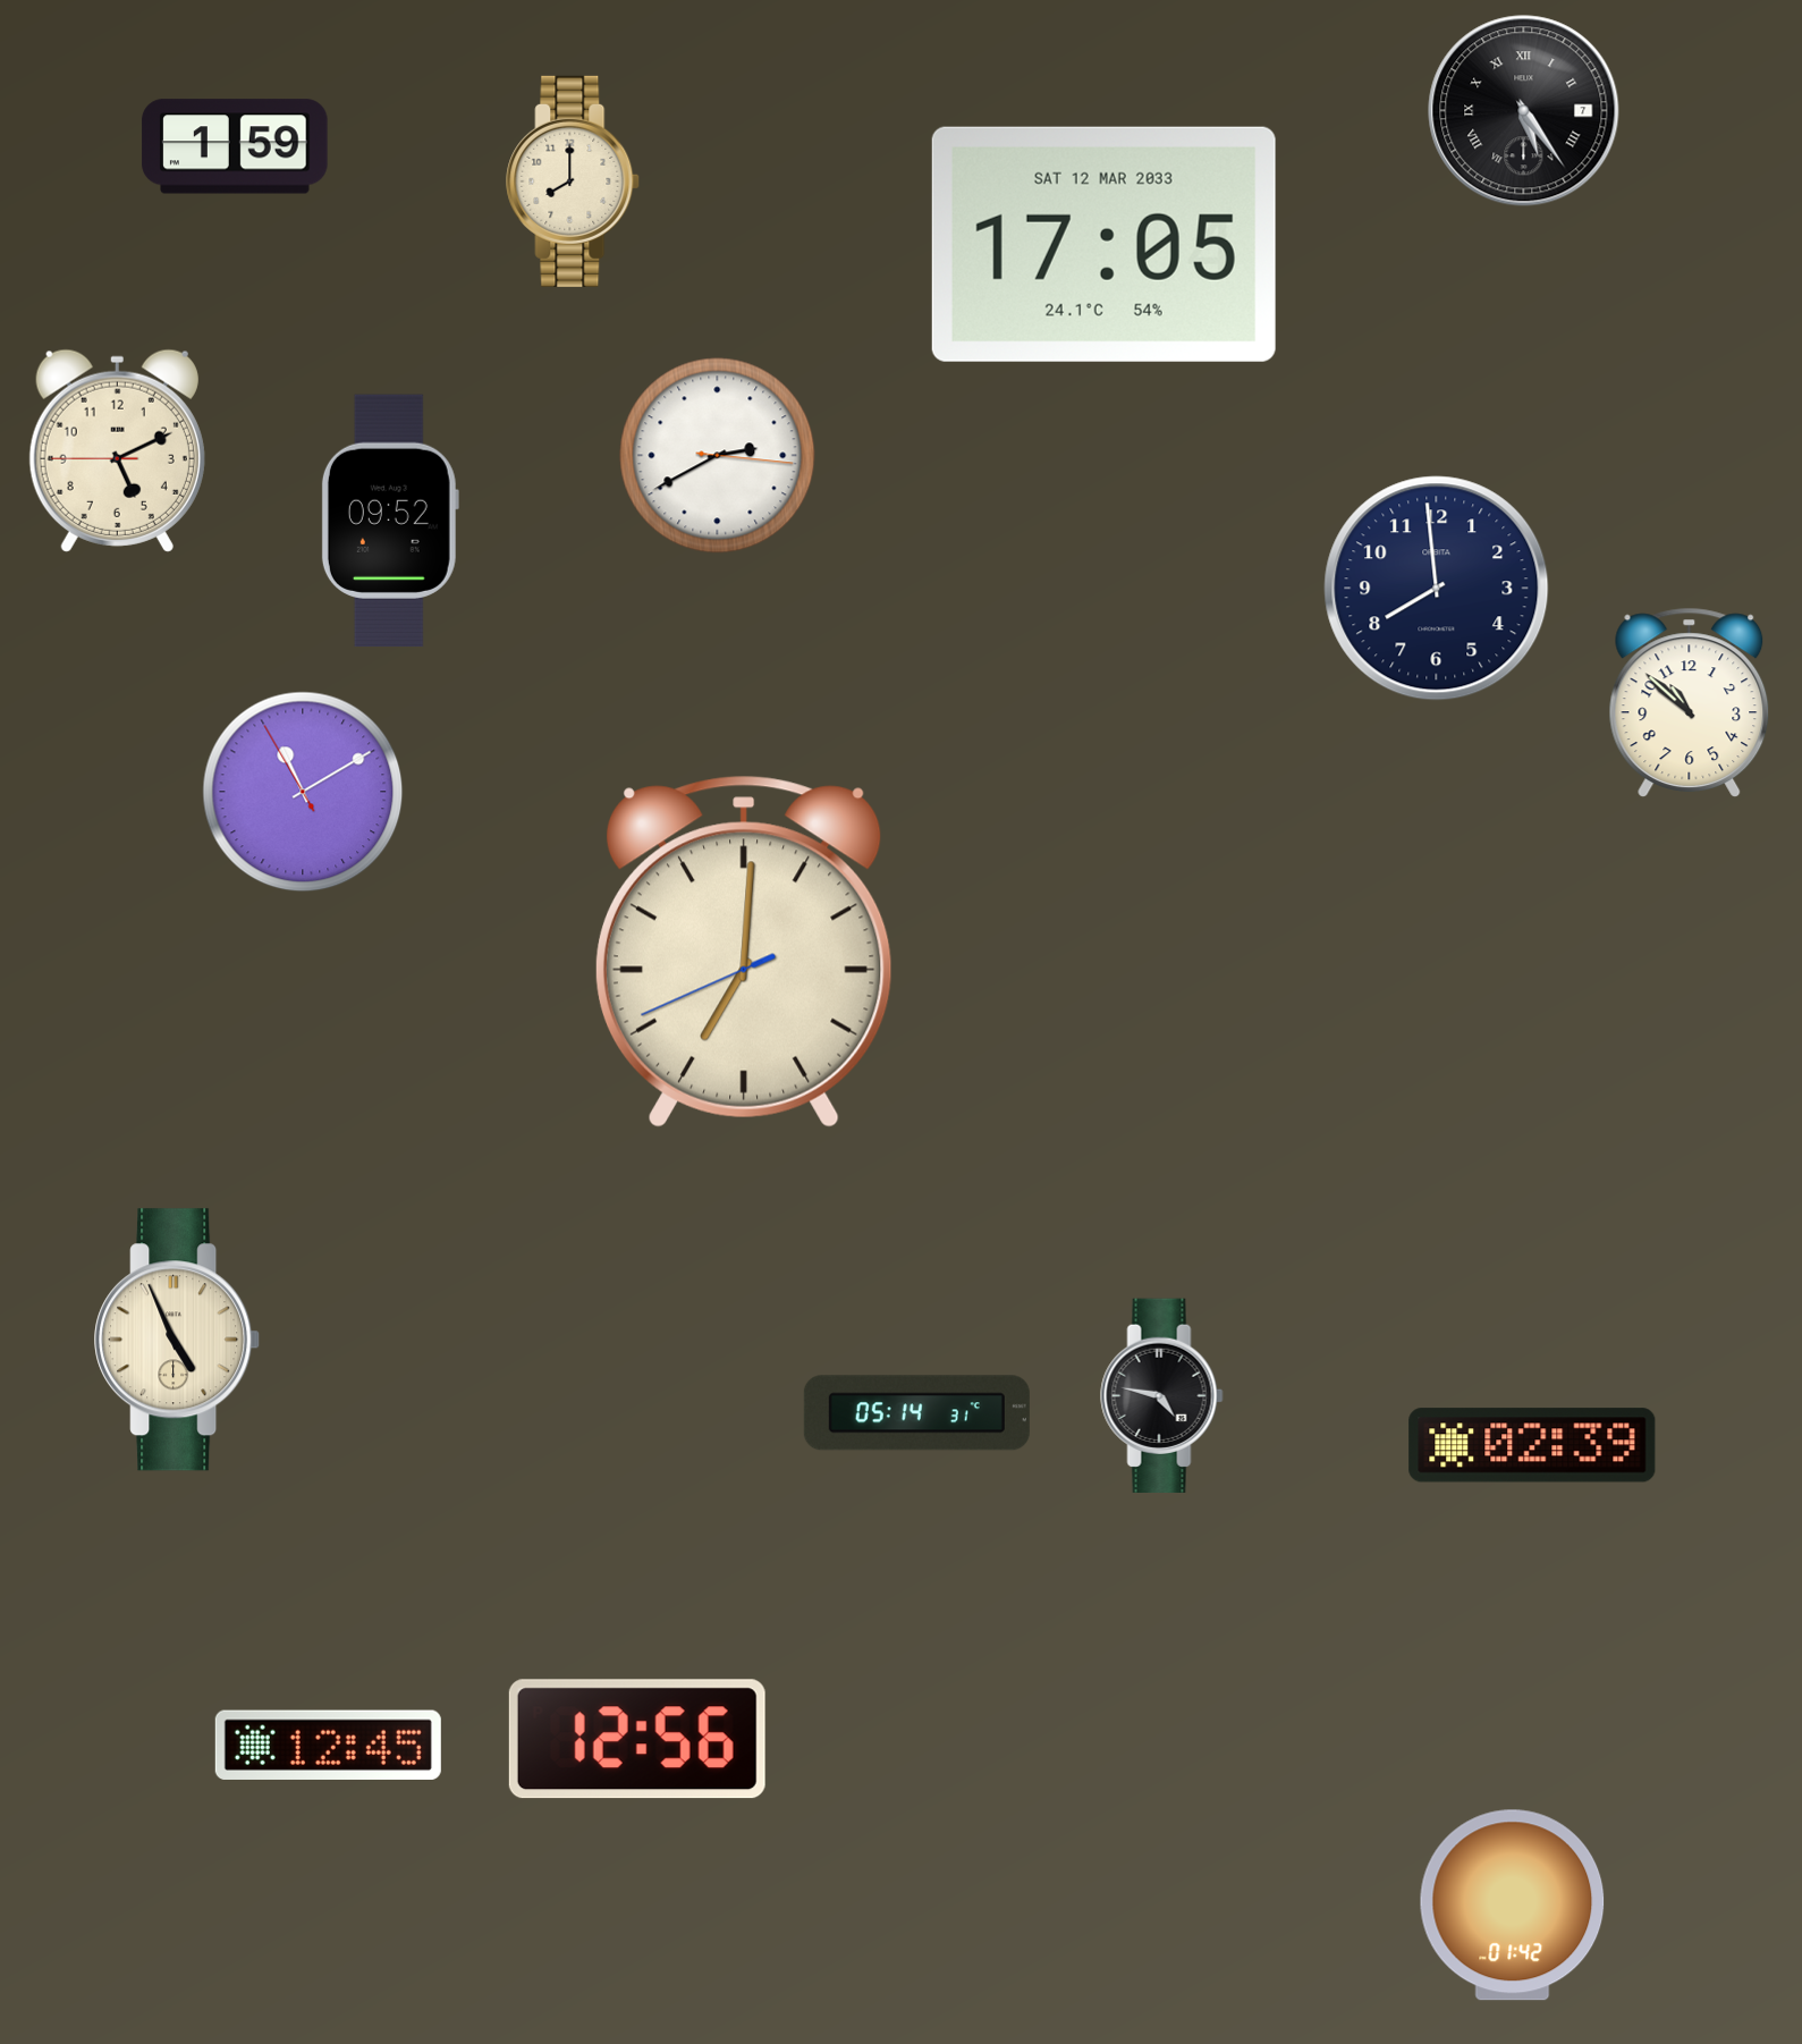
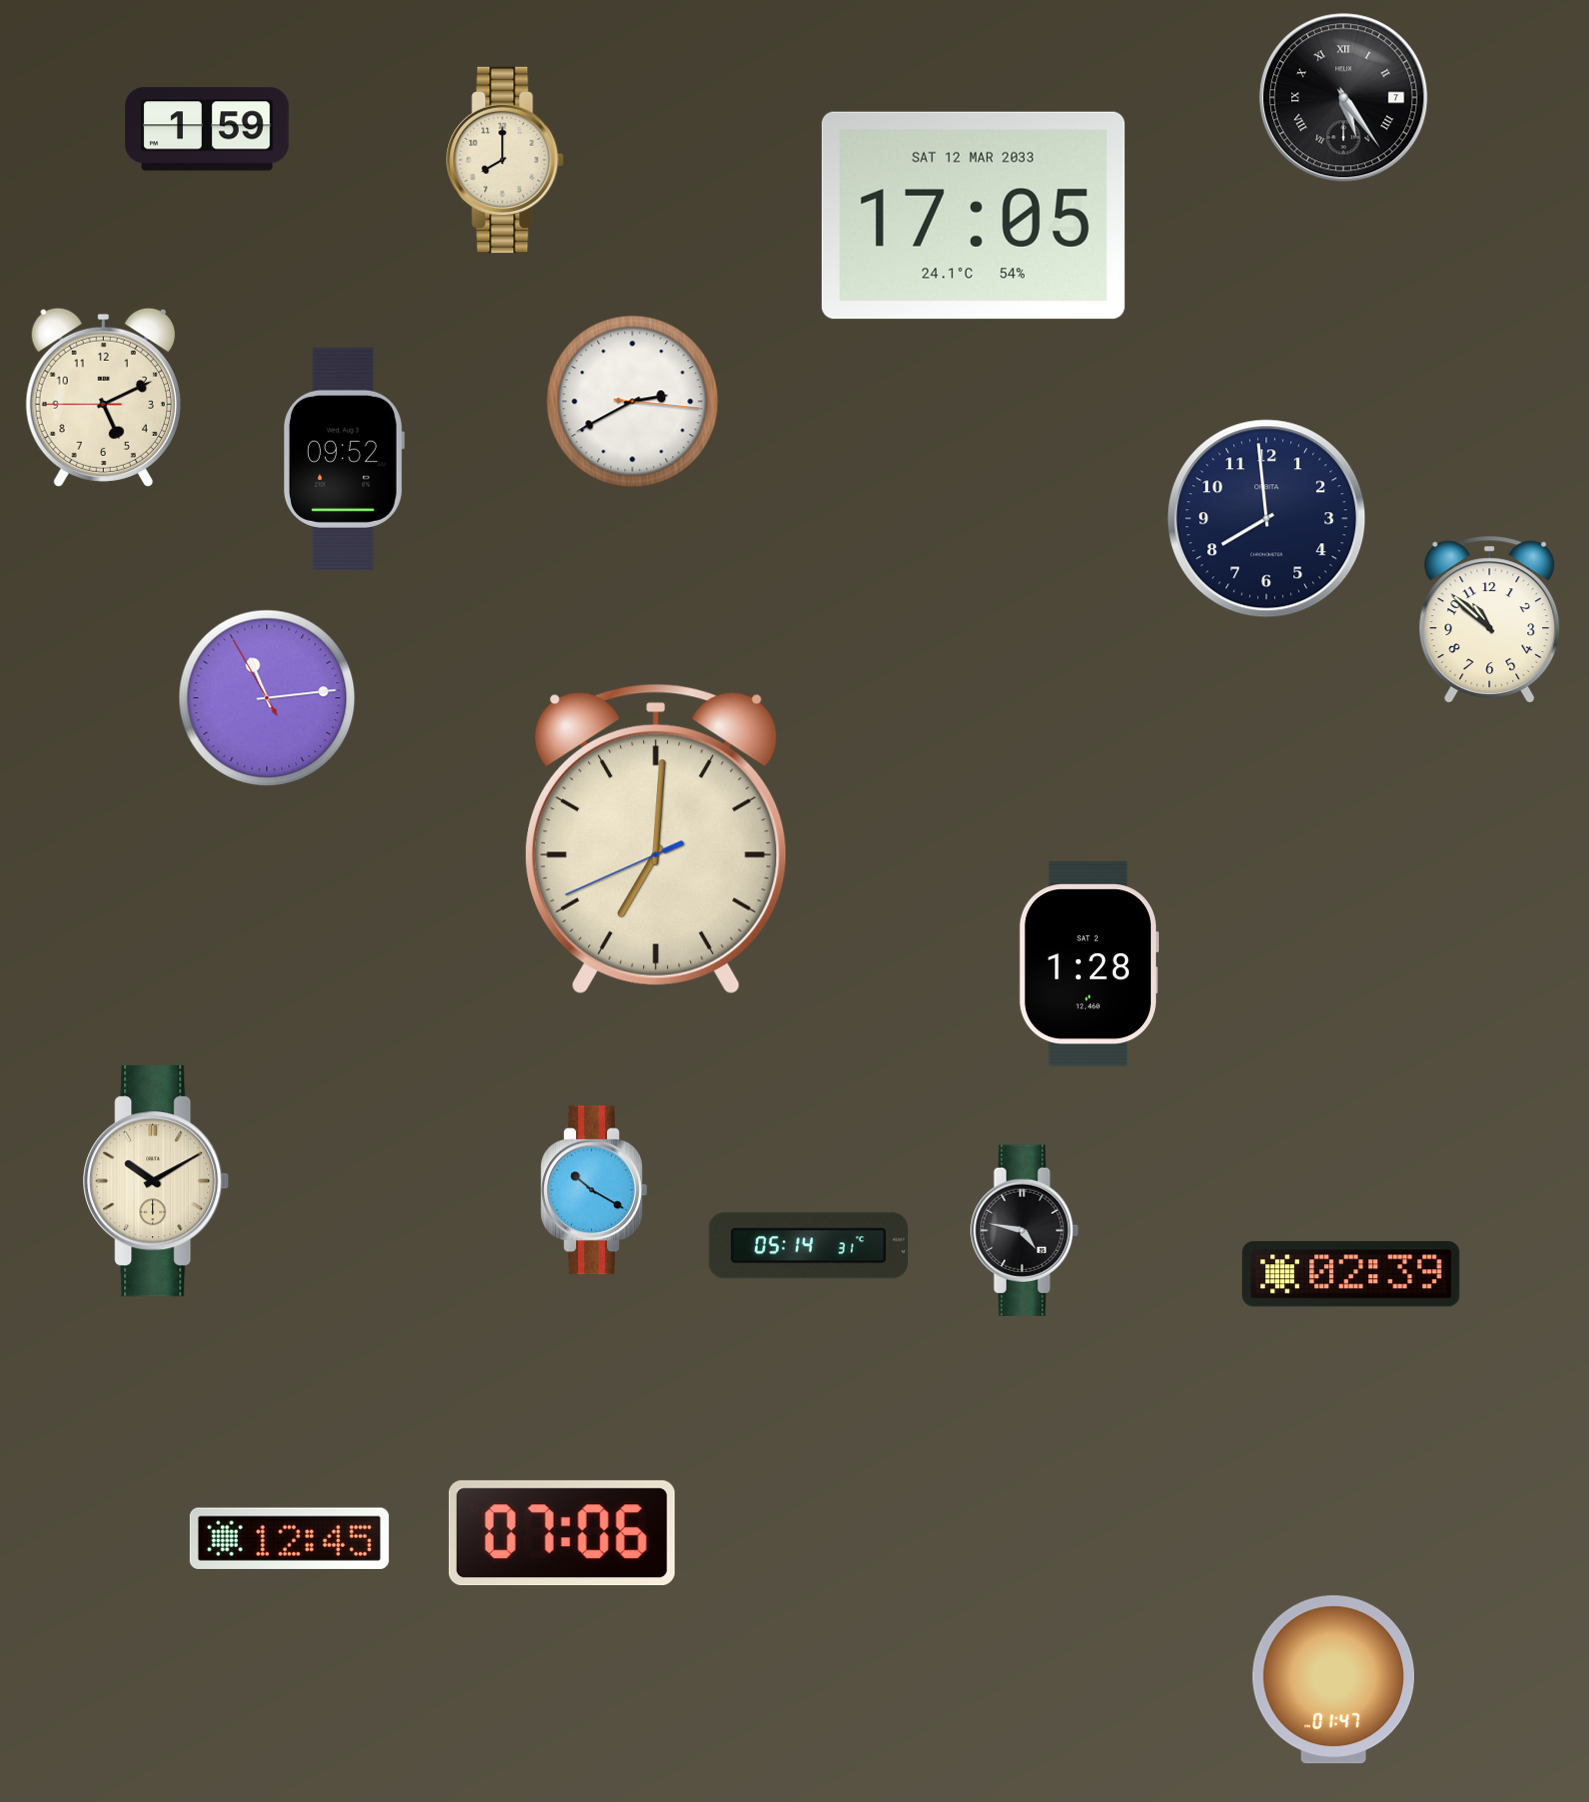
clock at (303, 792): 11:09 -> 11:13
clock at (1088, 964): none -> 1:28
clock at (178, 1340): 4:56 -> 10:10
clock at (594, 1190): none -> 10:20
clock at (637, 1739): 12:56 -> 07:06
clock at (1513, 1906): 01:42 -> 01:47
